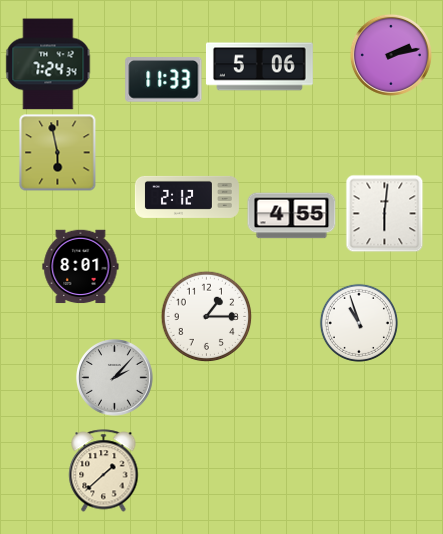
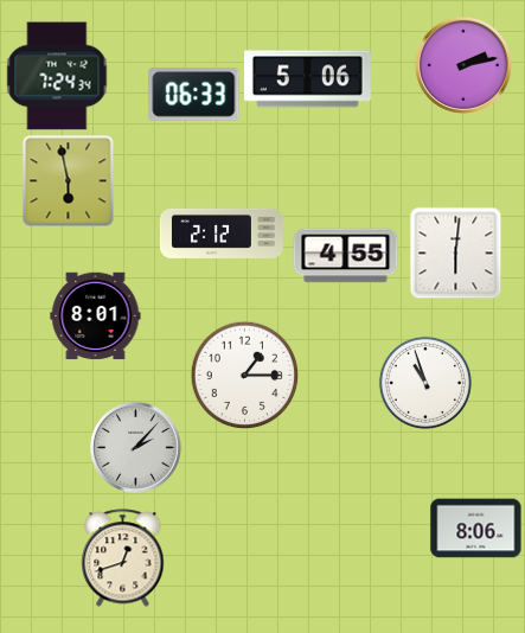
clock at (164, 80): 11:33 -> 06:33
clock at (476, 529): none -> 8:06
clock at (104, 471): 1:38 -> 12:42
